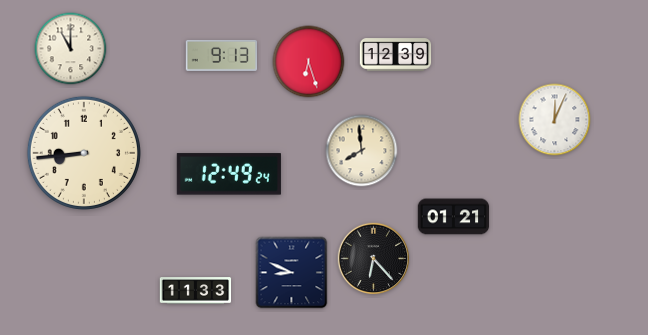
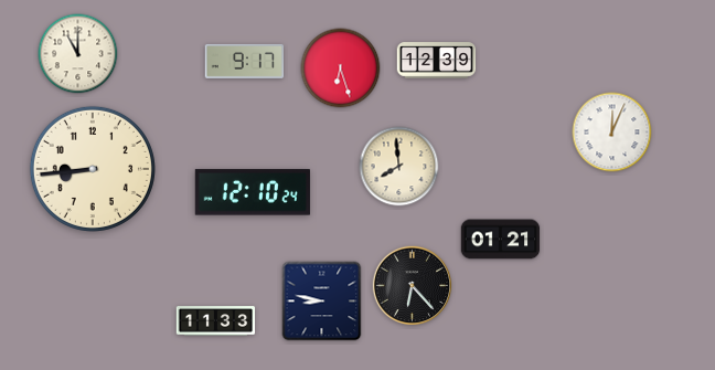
clock at (222, 55): 9:13 -> 9:17
clock at (229, 174): 12:49 -> 12:10
clock at (292, 273): 8:49 -> 8:47
